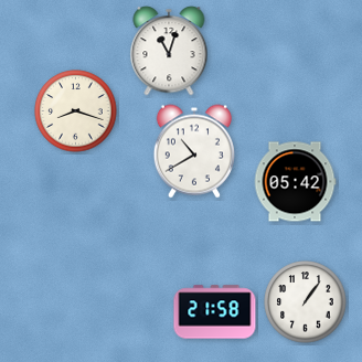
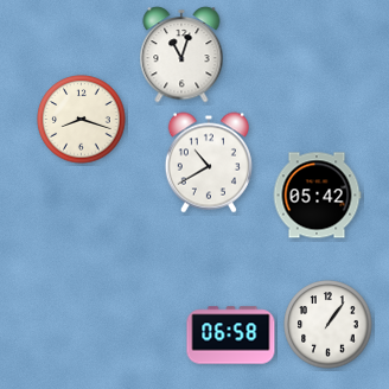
clock at (215, 312): 21:58 -> 06:58
